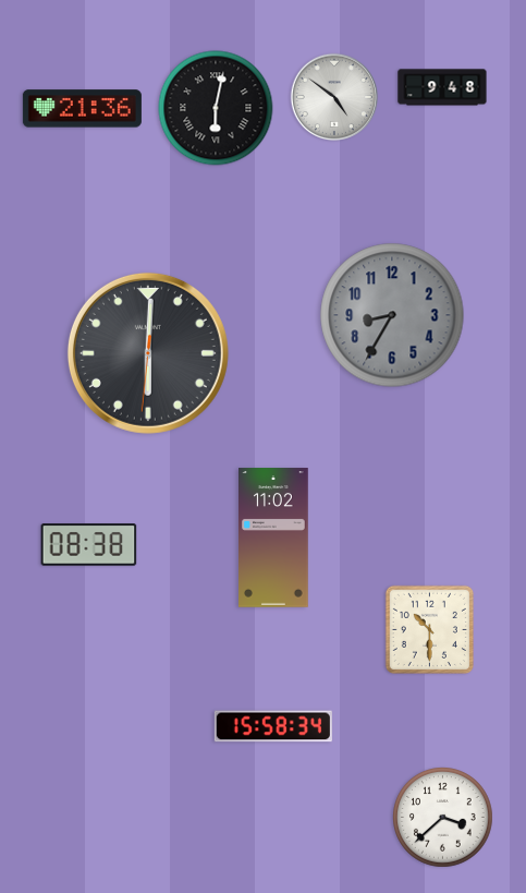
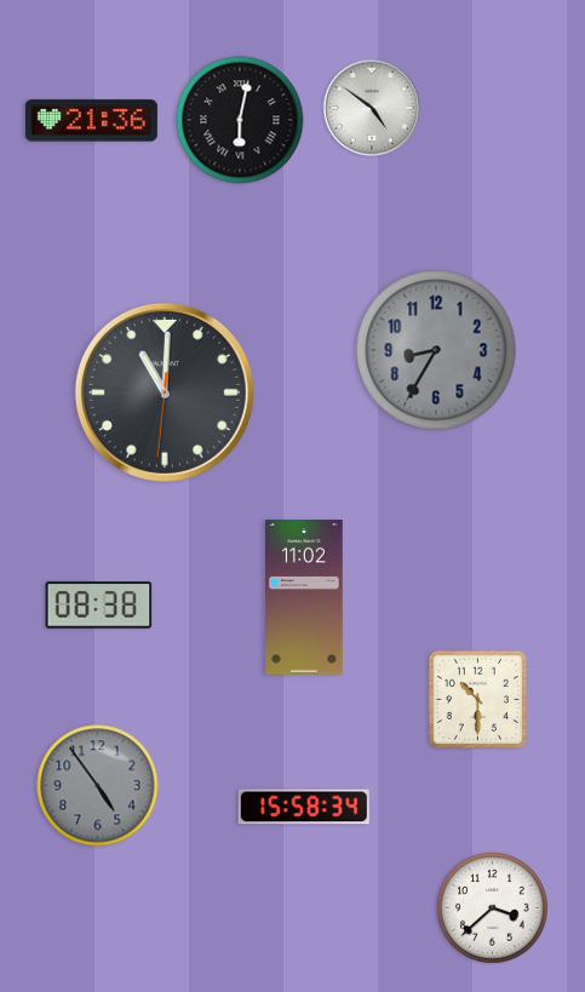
clock at (442, 87): 9:48 -> none
clock at (148, 353): 6:00 -> 11:00
clock at (98, 786): none -> 4:54
